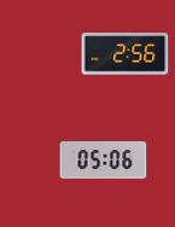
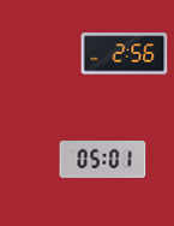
clock at (104, 161): 05:06 -> 05:01
